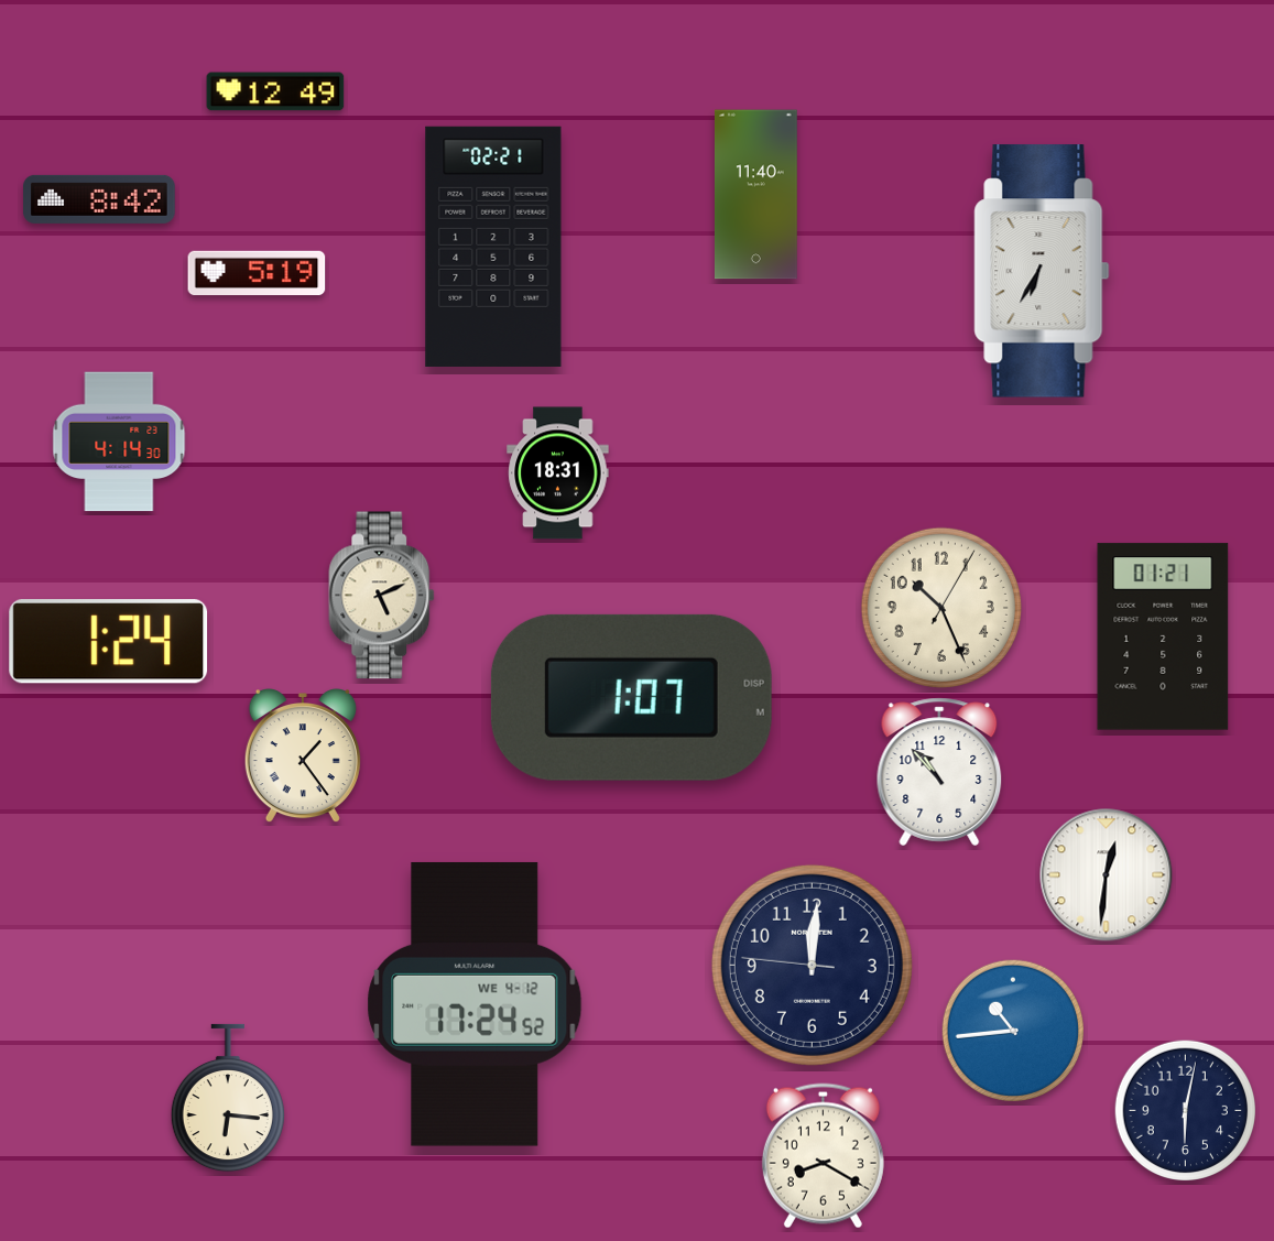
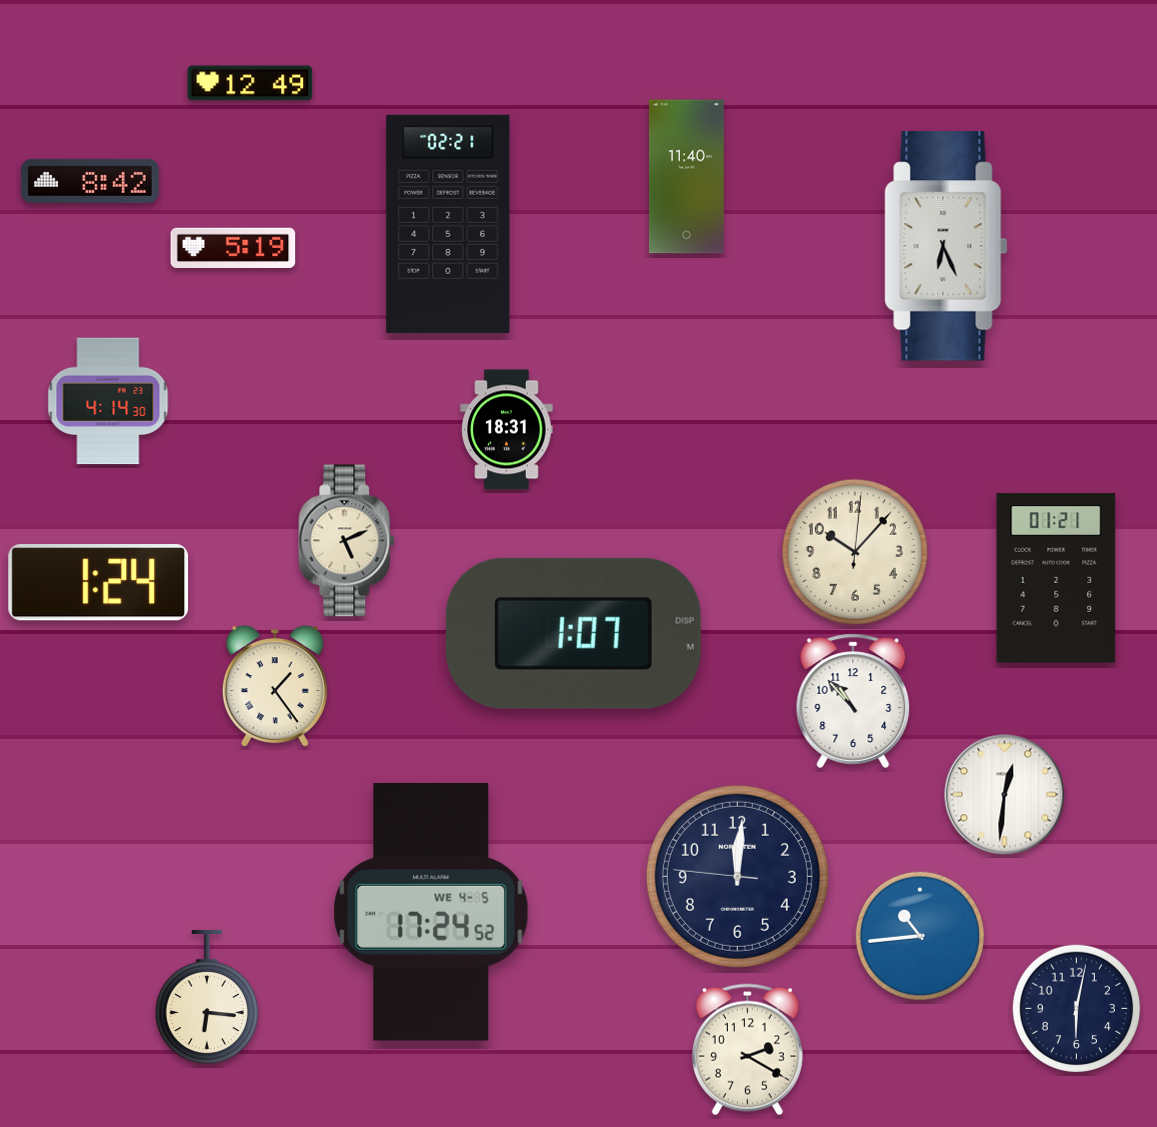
clock at (1042, 271): 6:35 -> 6:26
clock at (941, 608): 10:26 -> 10:07
clock at (475, 1004) date: WE 4-12 -> WE 4-5
clock at (823, 1156): 8:20 -> 2:20
